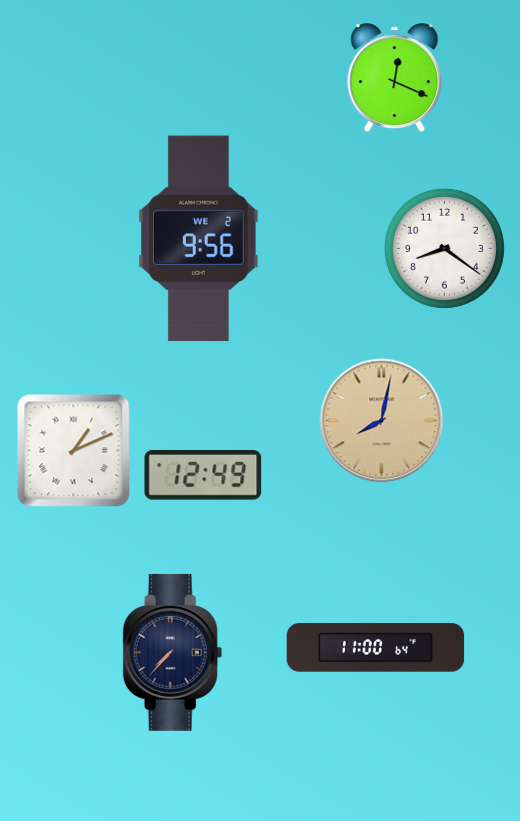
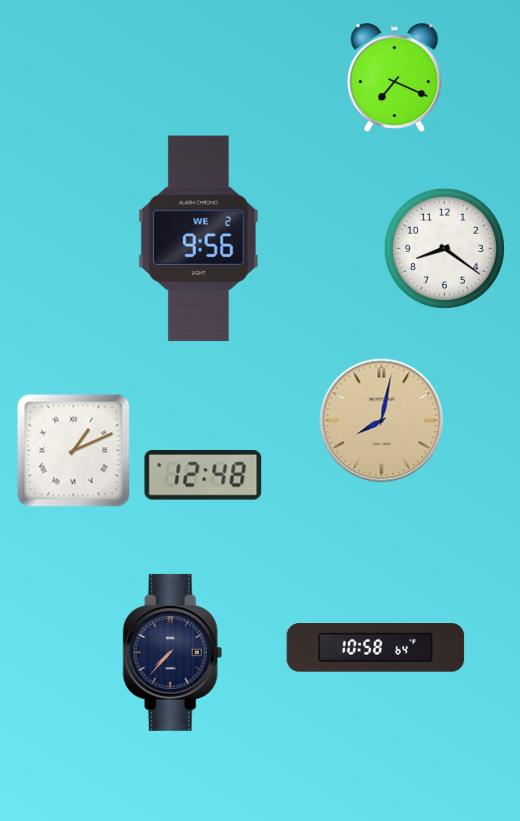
clock at (395, 77): 12:19 -> 7:19
clock at (203, 476): 12:49 -> 12:48
clock at (376, 648): 11:00 -> 10:58
